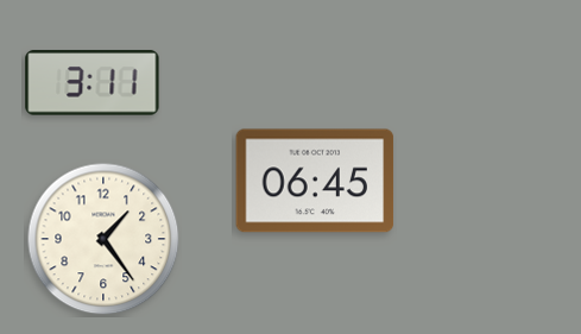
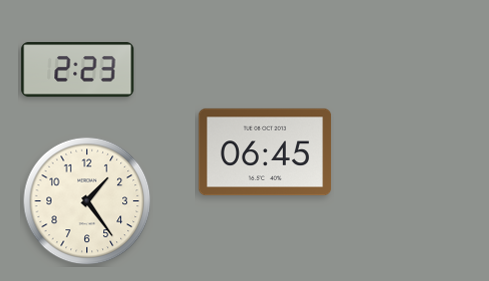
clock at (93, 83): 3:11 -> 2:23
